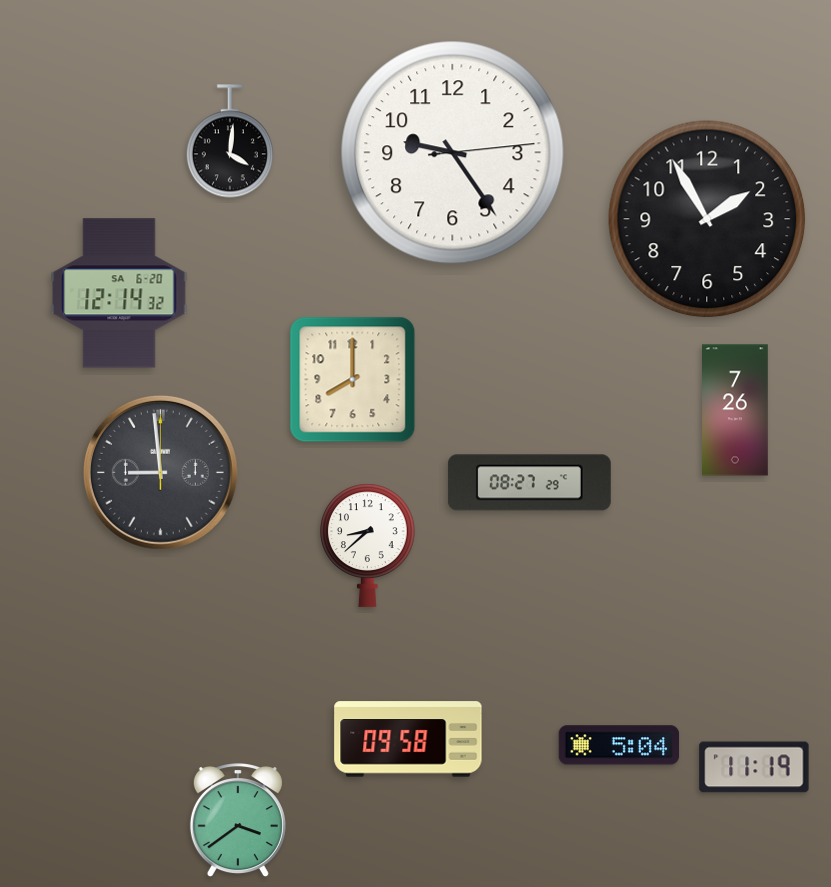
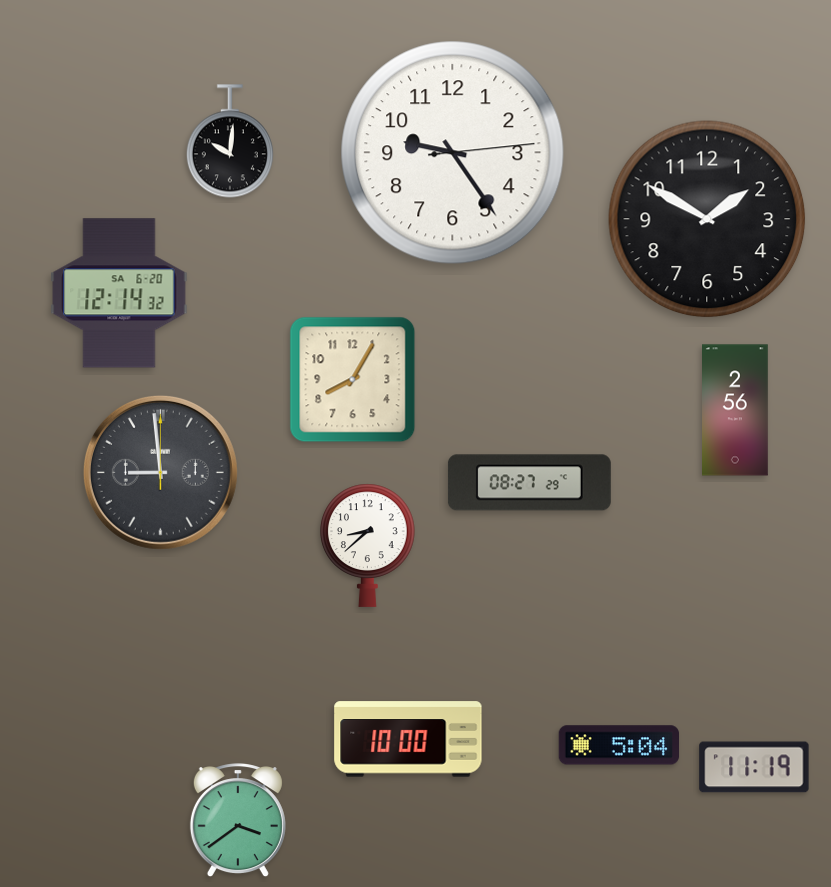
clock at (230, 141): 4:01 -> 10:01
clock at (707, 219): 1:55 -> 1:50
clock at (353, 380): 8:00 -> 8:05
clock at (736, 410): 7:26 -> 2:56
clock at (408, 739): 09:58 -> 10:00
